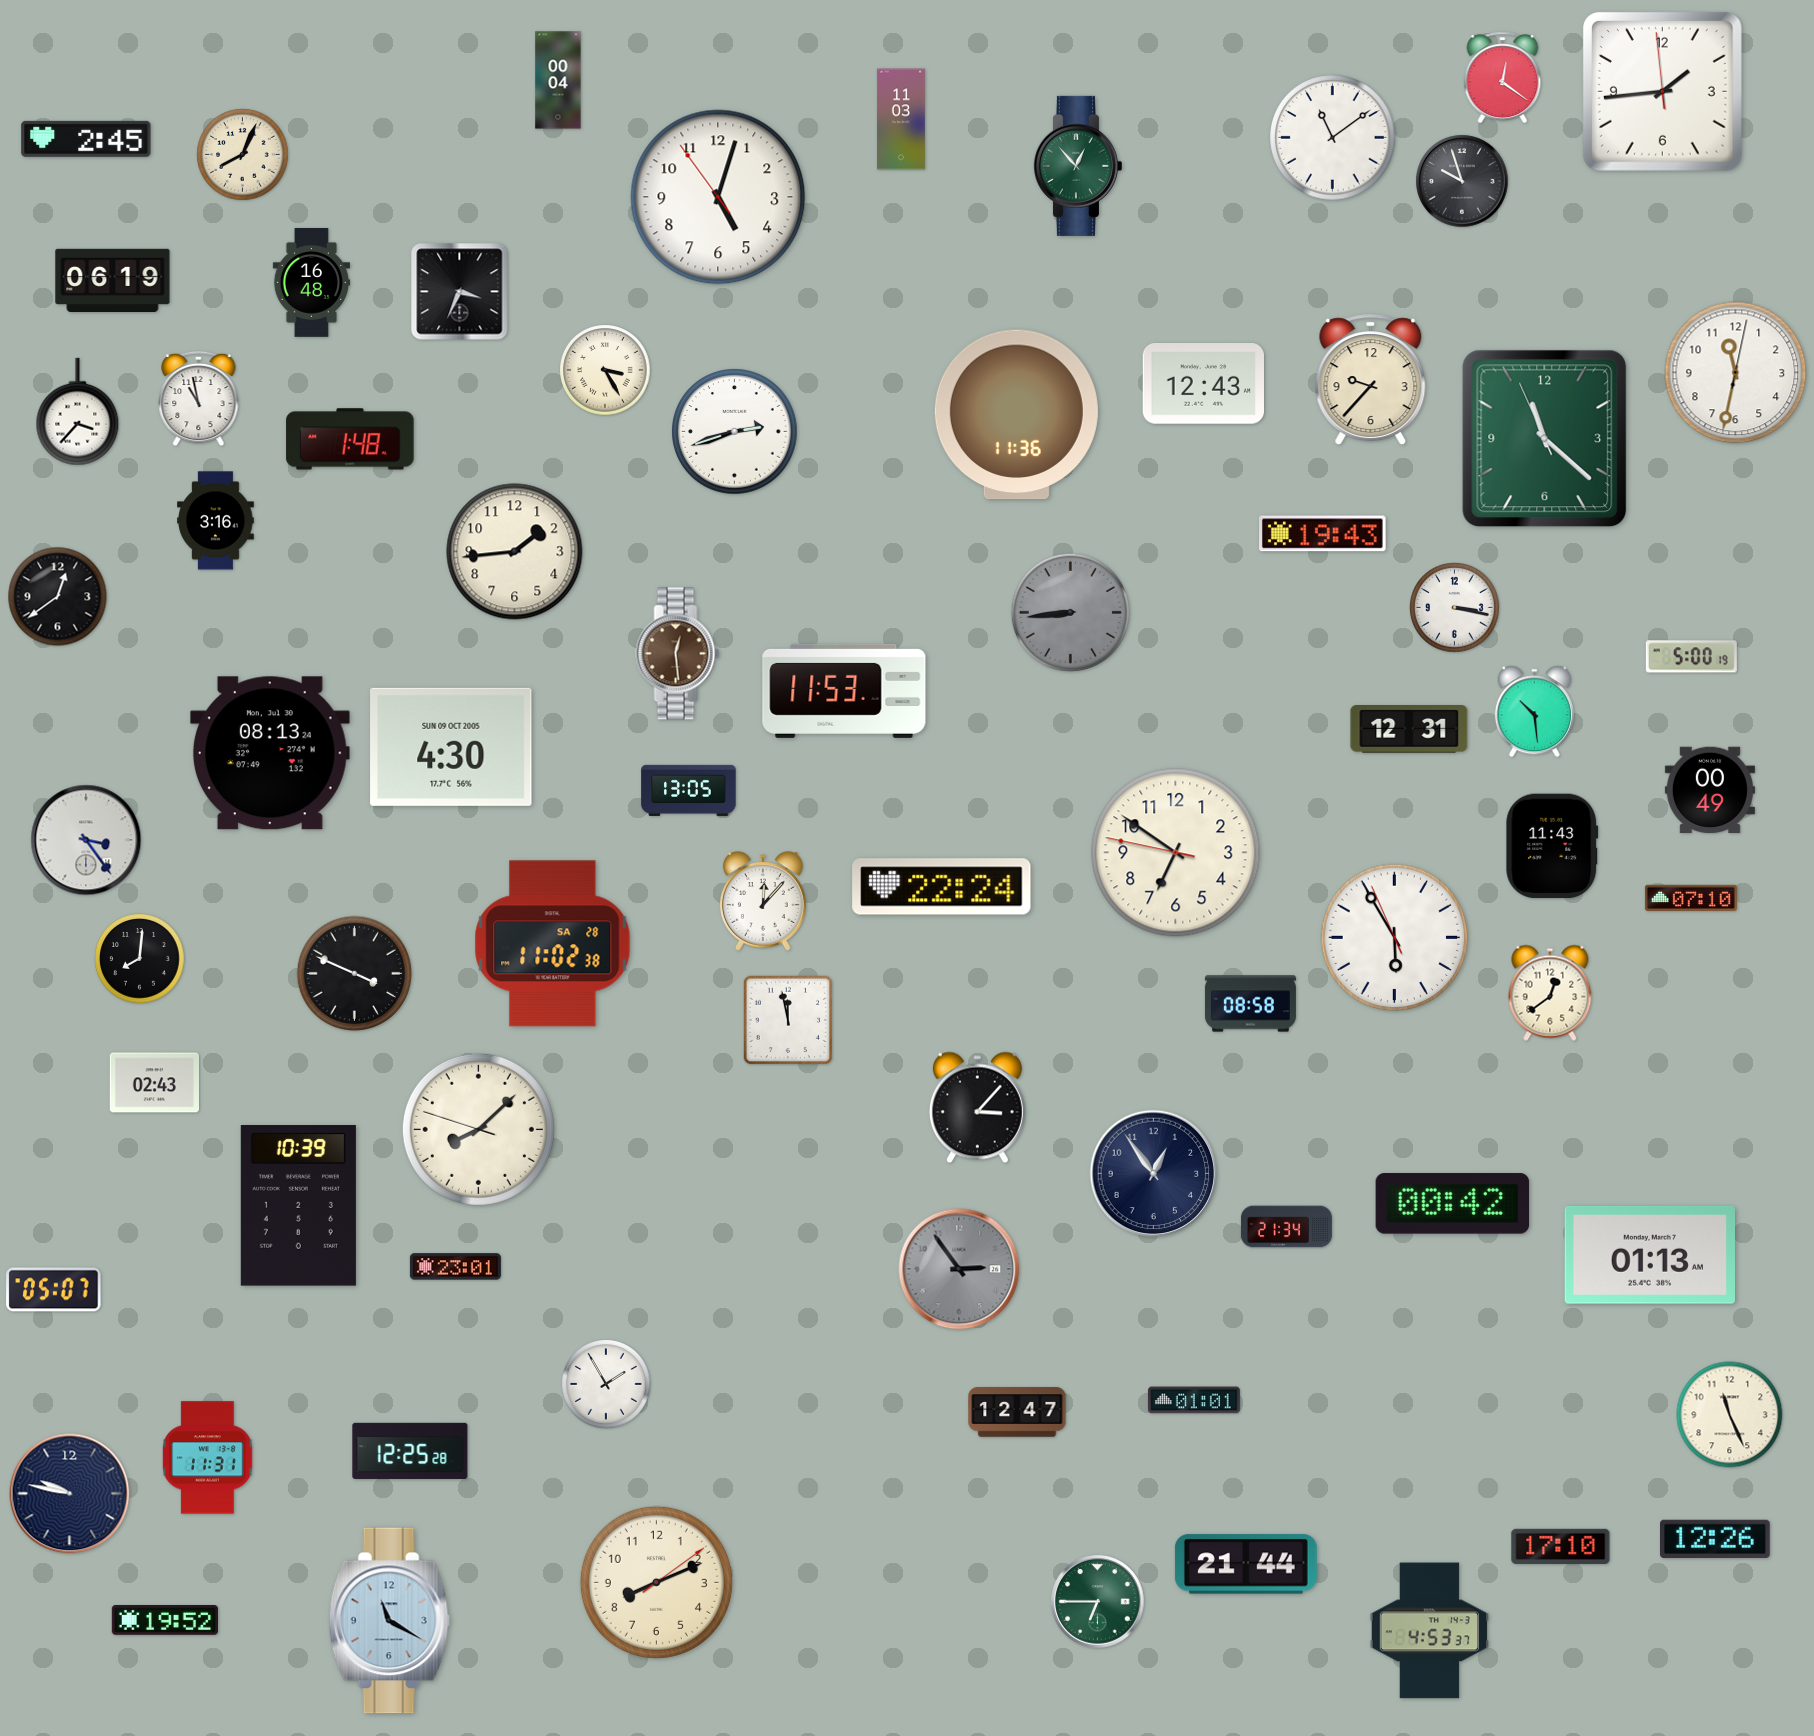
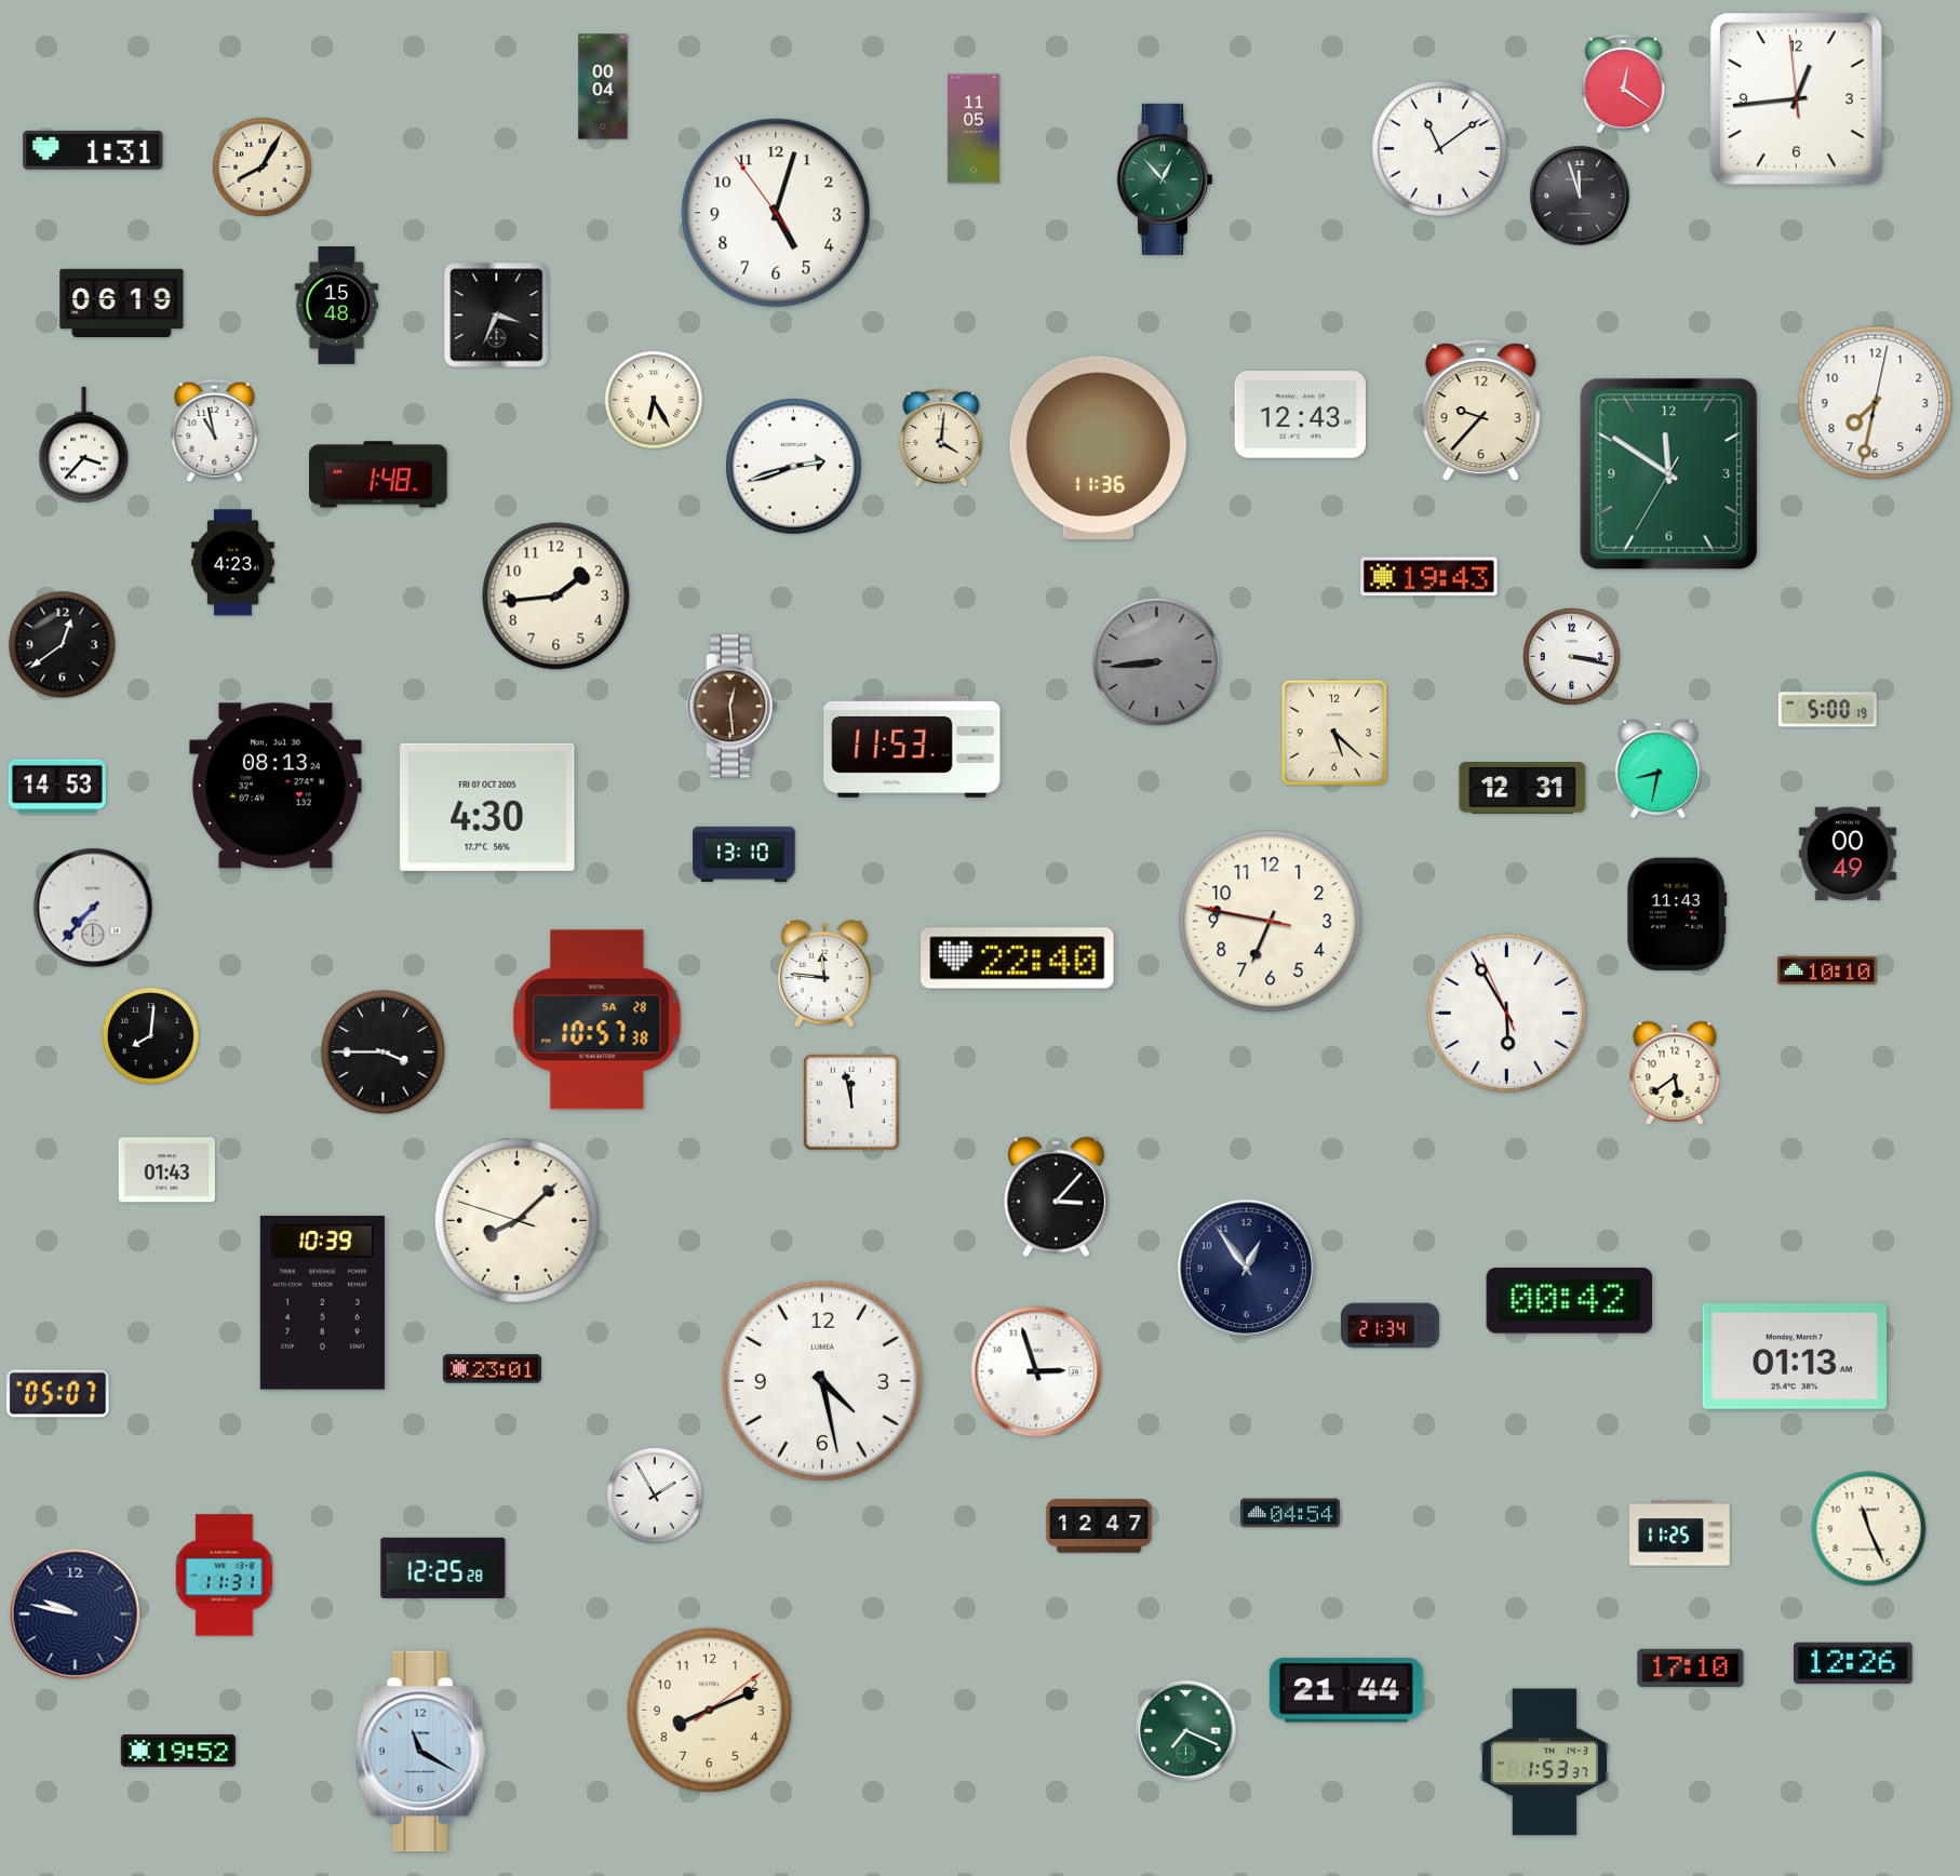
clock at (1662, 91): 1:43 -> 12:43
clock at (901, 119): 11:03 -> 11:05
clock at (86, 139): 2:45 -> 1:31
clock at (243, 155): 8:04 -> 8:05
clock at (1462, 181): 9:57 -> 11:57
clock at (311, 283): 16:48 -> 15:48
clock at (605, 370): 3:25 -> 6:25
clock at (1736, 373): 11:32 -> 7:32
clock at (941, 438): none -> 4:01
clock at (1545, 439): 11:21 -> 11:50
clock at (216, 521): 3:16 -> 4:23
clock at (1333, 732): none -> 5:22
clock at (1534, 712): 10:29 -> 8:32
clock at (57, 787): none -> 14:53
clock at (451, 747) date: SUN 09 OCT 2005 -> FRI 07 OCT 2005
clock at (270, 753) position: (270, 753) -> (276, 786)
clock at (689, 790): 13:05 -> 13:10
clock at (86, 840): 3:24 -> 7:37
clock at (1176, 853): 6:50 -> 6:46
clock at (942, 887): 22:24 -> 22:40
clock at (1691, 898): 07:10 -> 10:10
clock at (764, 901): 12:07 -> 11:46
clock at (553, 944): 11:02 -> 10:57
clock at (355, 974): 3:49 -> 3:45
clock at (1550, 993): 12:39 -> 5:39
clock at (1250, 1004): 08:58 -> none
clock at (154, 1083): 02:43 -> 01:43
clock at (1649, 1255) position: (1649, 1255) -> (1794, 1356)
clock at (959, 1269): 2:54 -> 2:57
clock at (959, 1269) dial: grey -> white
clock at (822, 1381): none -> 4:28
clock at (1194, 1400): 01:01 -> 04:54
clock at (1680, 1533): none -> 11:25
clock at (1561, 1546) position: (1561, 1546) -> (1691, 1667)
clock at (1098, 1602): 6:45 -> 7:19
clock at (1430, 1631): 4:53 -> 1:53
